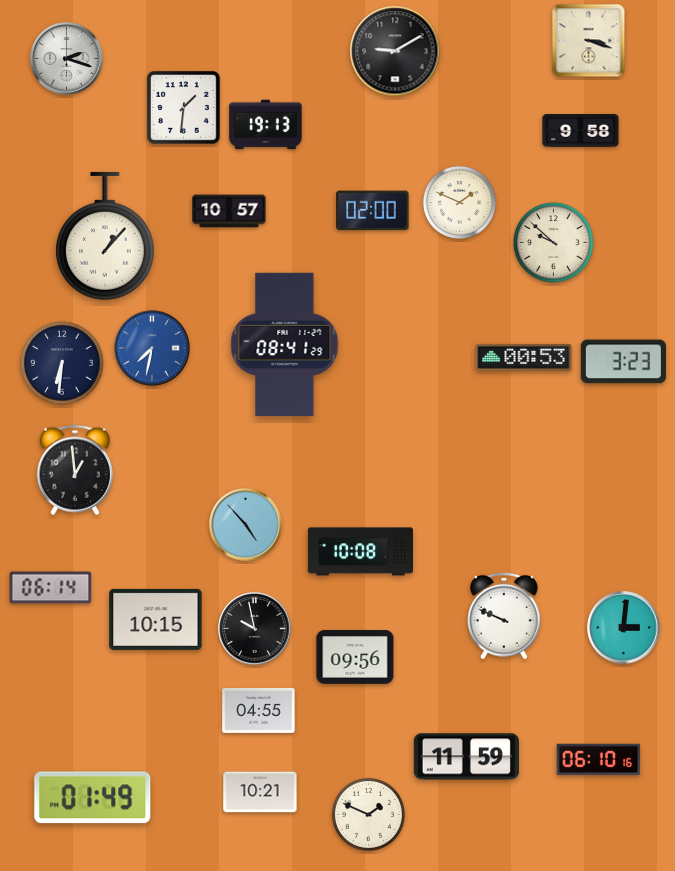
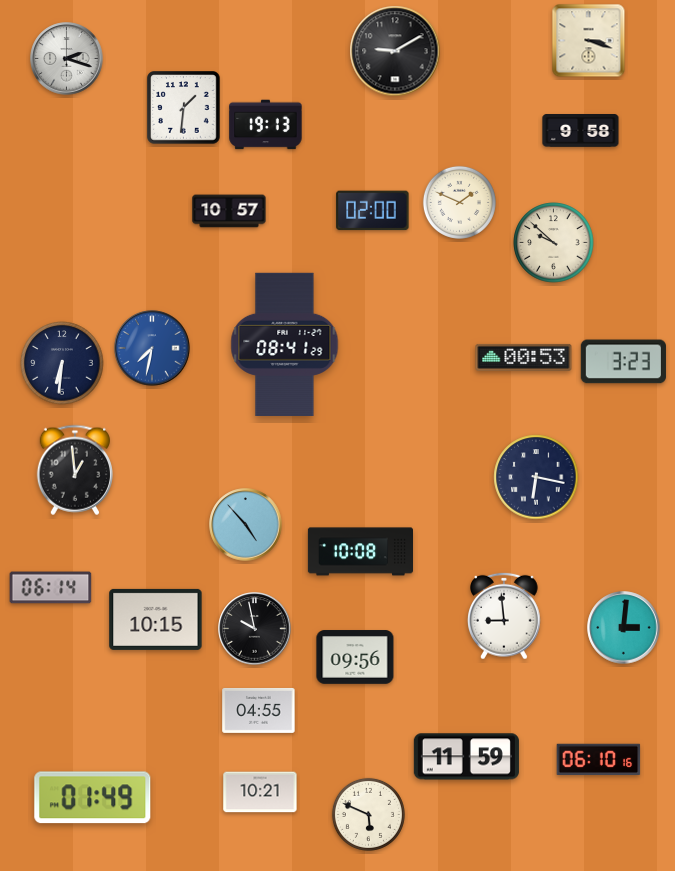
clock at (105, 236): 1:07 -> none
clock at (536, 477): none -> 6:17
clock at (505, 616): 9:49 -> 8:59
clock at (368, 814): 1:49 -> 5:49
